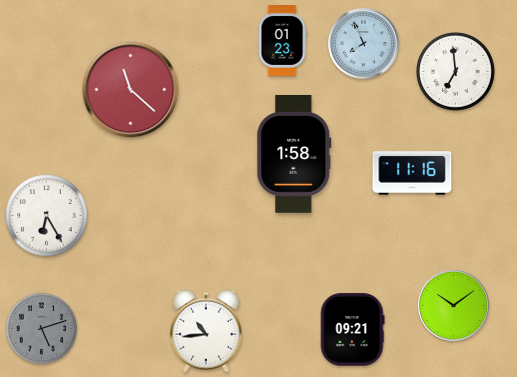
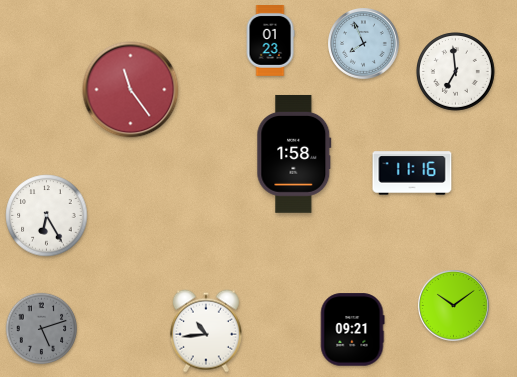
clock at (282, 41) position: (282, 41) -> (270, 41)
clock at (131, 90): 11:22 -> 11:24
